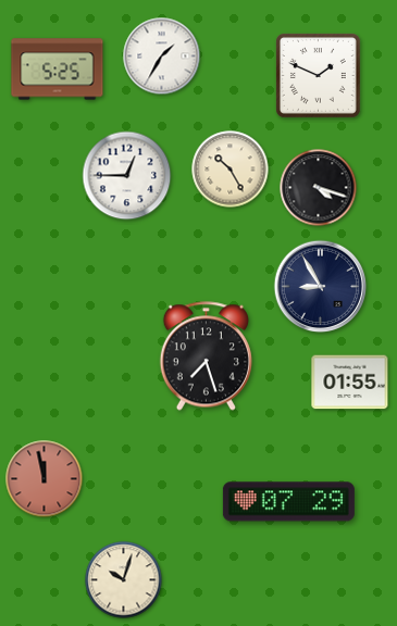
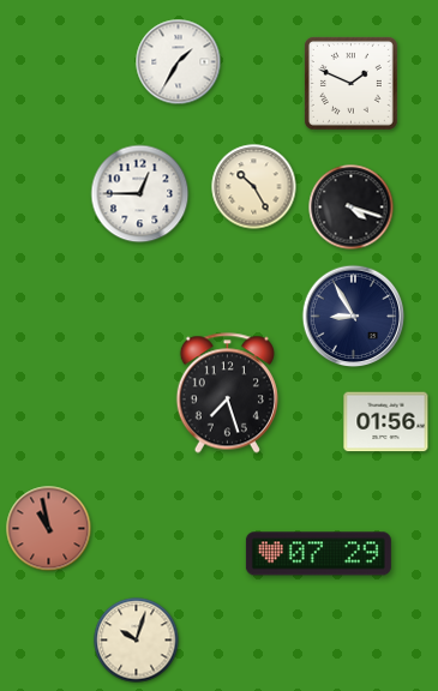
clock at (58, 70): 5:25 -> none
clock at (350, 383): 01:55 -> 01:56
clock at (45, 479): 11:58 -> 10:58
